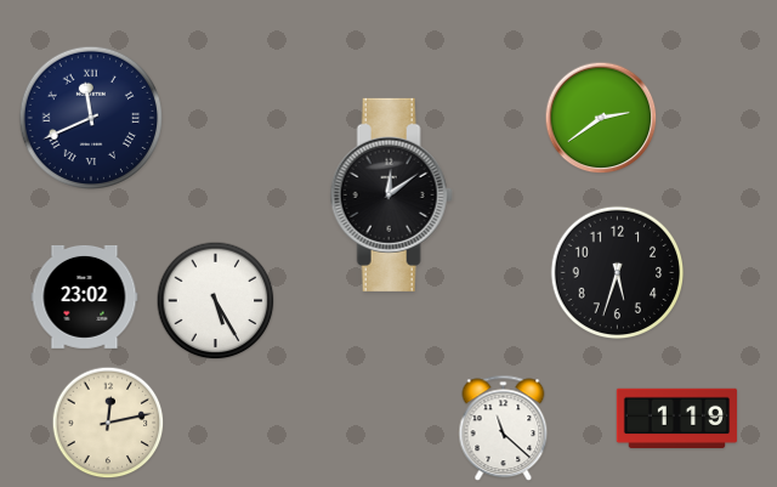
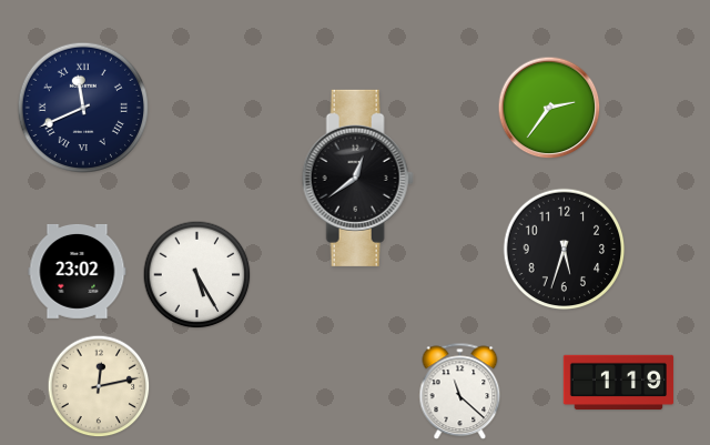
clock at (601, 118): 2:39 -> 2:36
clock at (391, 194): 12:09 -> 12:39
